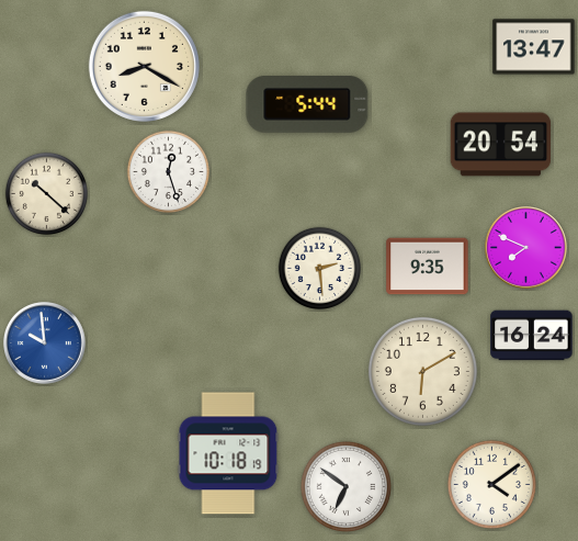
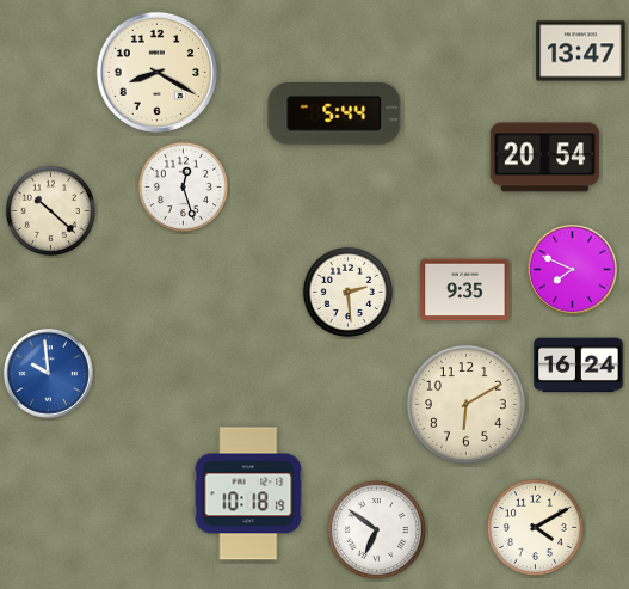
clock at (422, 371) position: (422, 371) -> (465, 404)
clock at (491, 484): 4:09 -> 4:10
